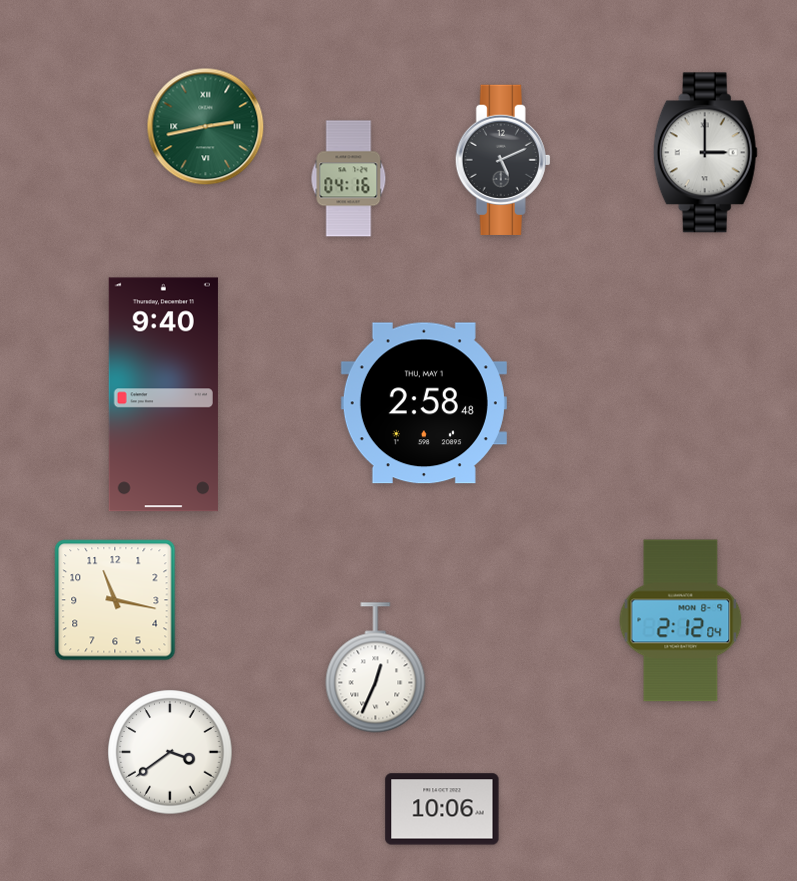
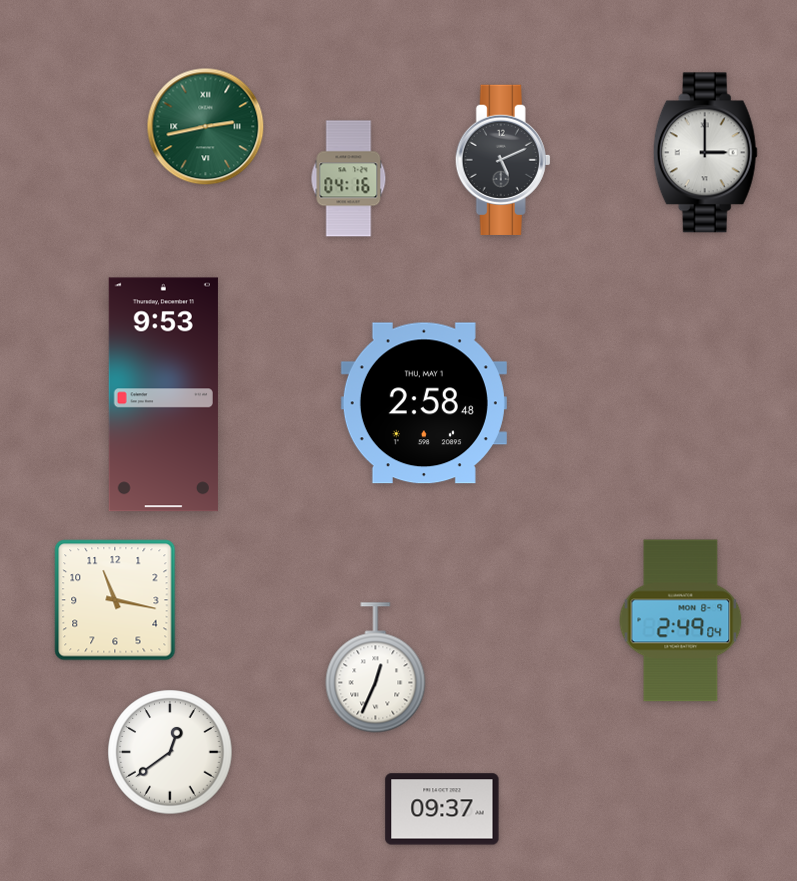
clock at (163, 395): 9:40 -> 9:53
clock at (681, 621): 2:12 -> 2:49
clock at (170, 752): 3:39 -> 12:39
clock at (442, 809): 10:06 -> 09:37
